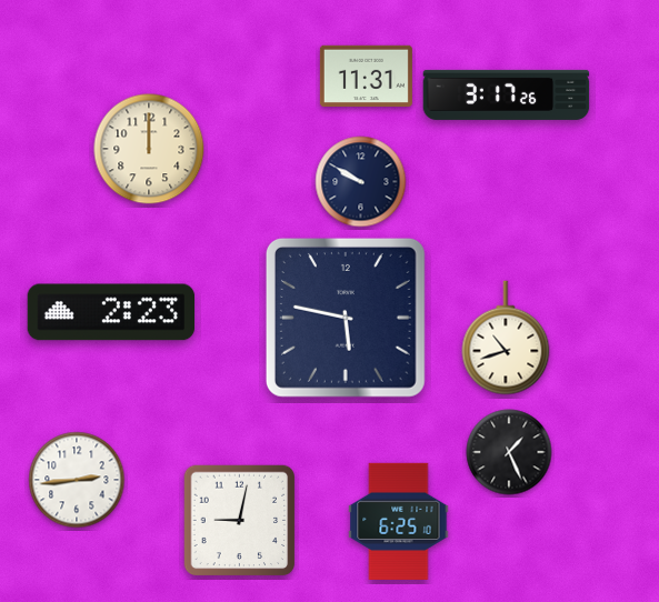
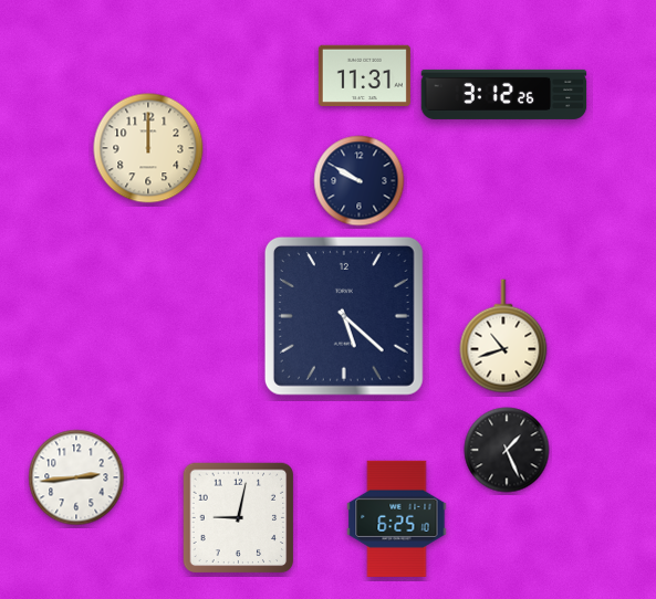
clock at (507, 94): 3:17 -> 3:12
clock at (111, 312): 2:23 -> none
clock at (346, 318): 5:47 -> 5:22
